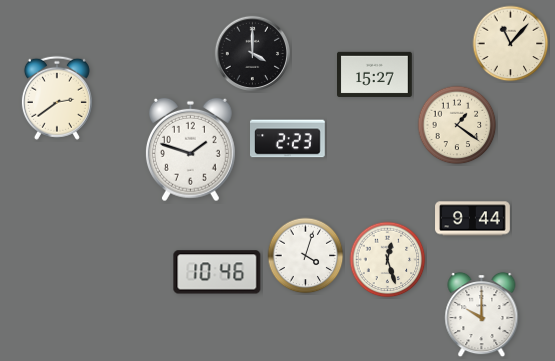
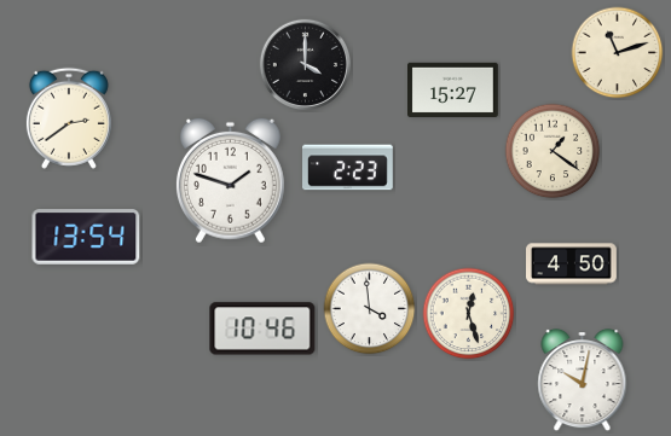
clock at (511, 44): 11:07 -> 11:12
clock at (86, 237): none -> 13:54
clock at (473, 219): 9:44 -> 4:50
clock at (306, 256): 4:03 -> 3:59
clock at (482, 315): 10:00 -> 10:02
